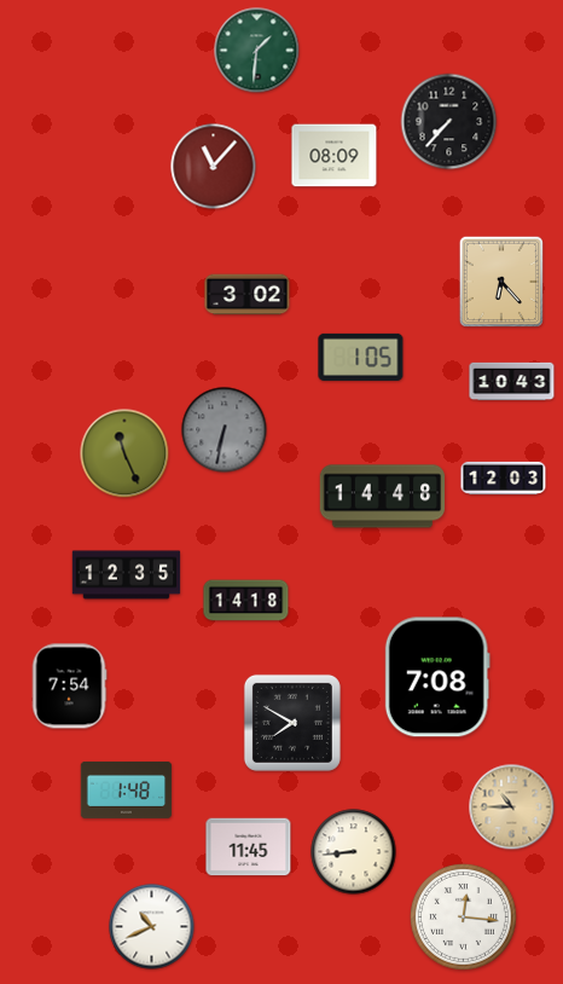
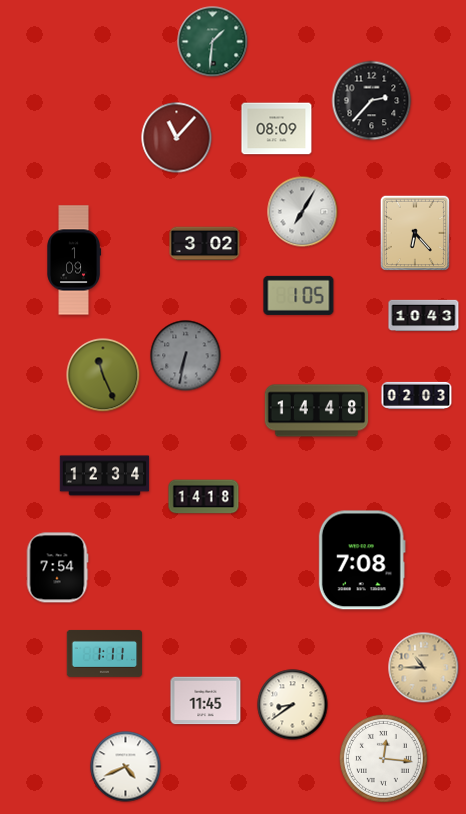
clock at (449, 122): 7:37 -> 2:37
clock at (303, 212): none -> 7:05
clock at (74, 260): none -> 1:09
clock at (504, 477): 12:03 -> 02:03
clock at (127, 575): 12:35 -> 12:34
clock at (292, 723): 7:50 -> none
clock at (127, 789): 1:48 -> 1:11
clock at (354, 852): 8:44 -> 8:39
clock at (152, 927): 10:41 -> 4:41
